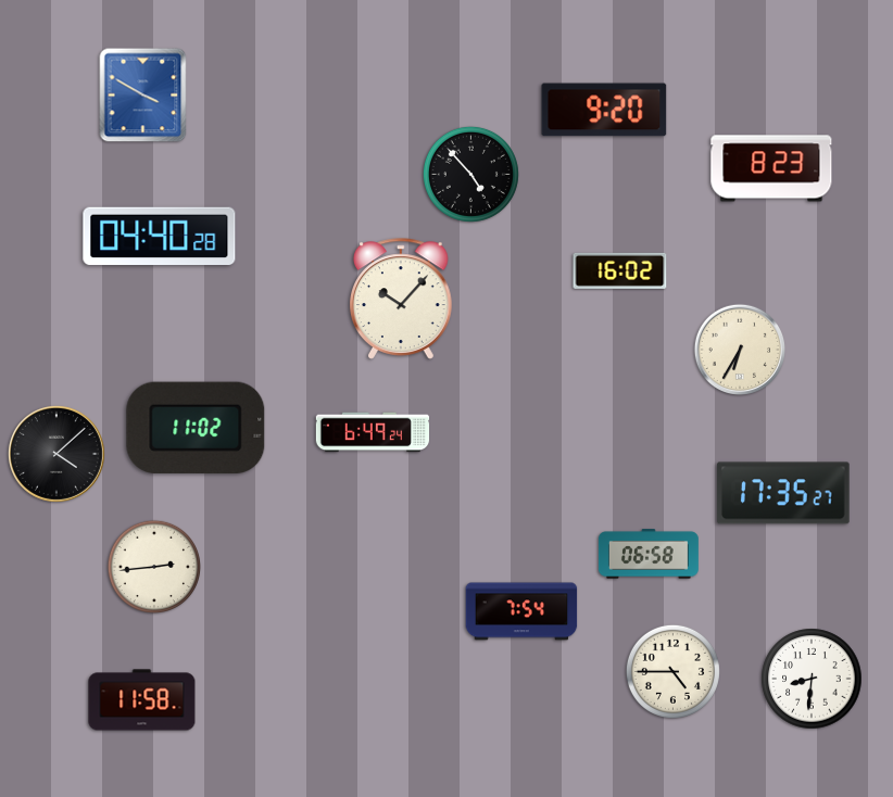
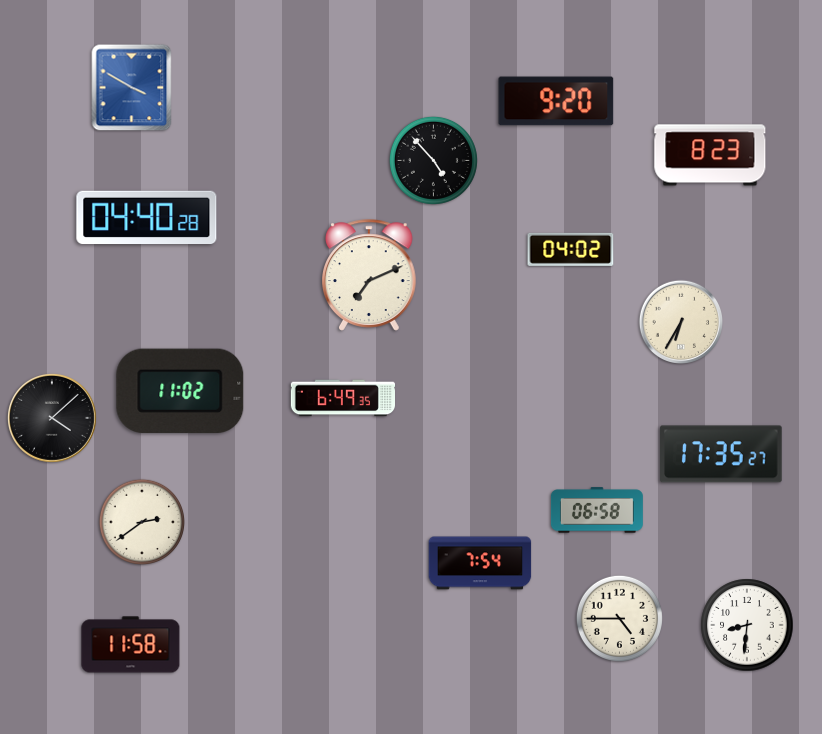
clock at (620, 270): 16:02 -> 04:02
clock at (402, 299): 10:07 -> 7:11
clock at (196, 428) position: (196, 428) -> (180, 391)
clock at (372, 432): 6:49:24 -> 6:49:35
clock at (153, 566): 2:44 -> 2:39
